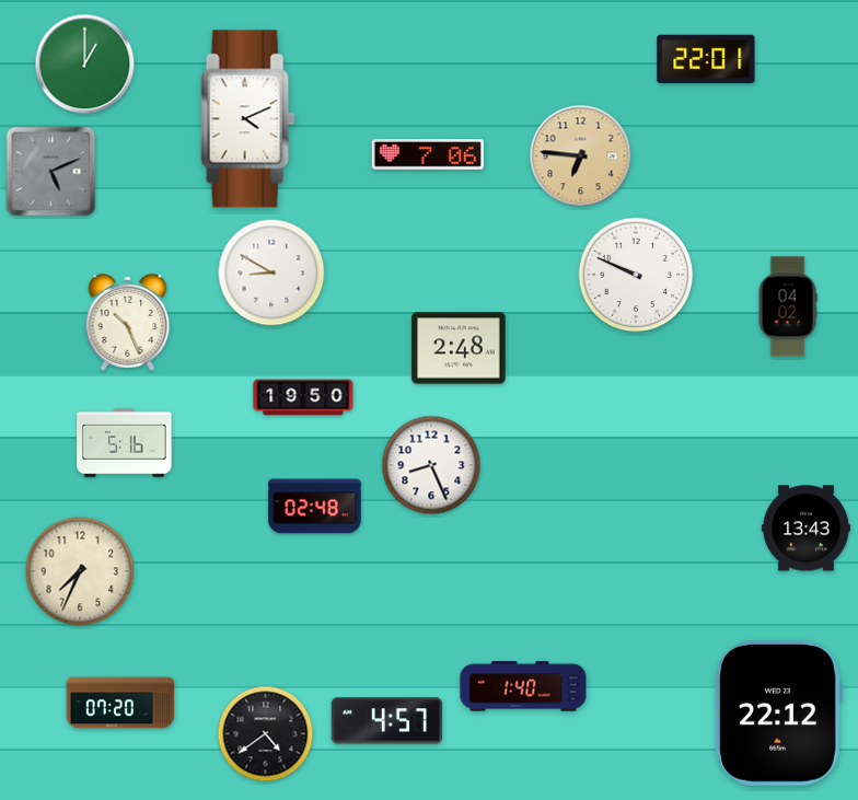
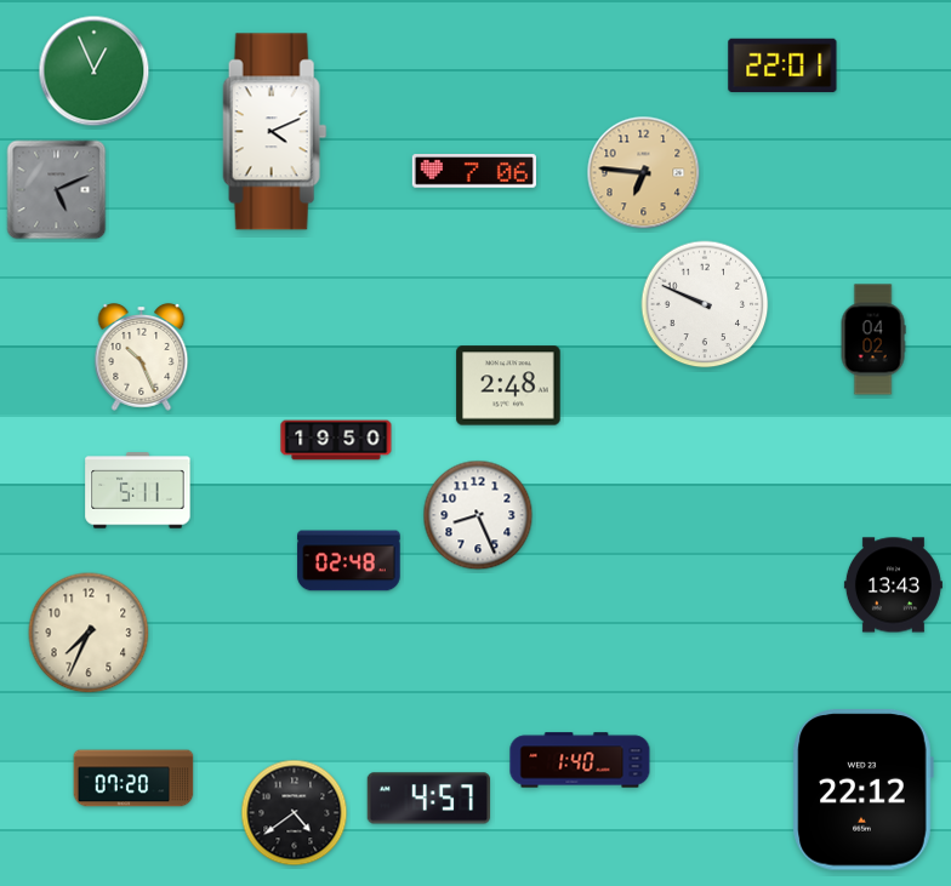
clock at (85, 65): 1:00 -> 12:56
clock at (271, 273): 8:50 -> none
clock at (125, 443): 5:16 -> 5:11
